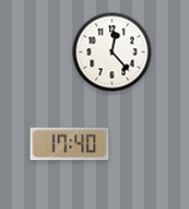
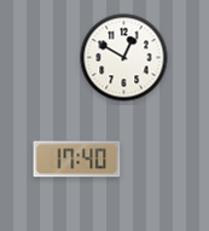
clock at (113, 53): 12:23 -> 12:50
